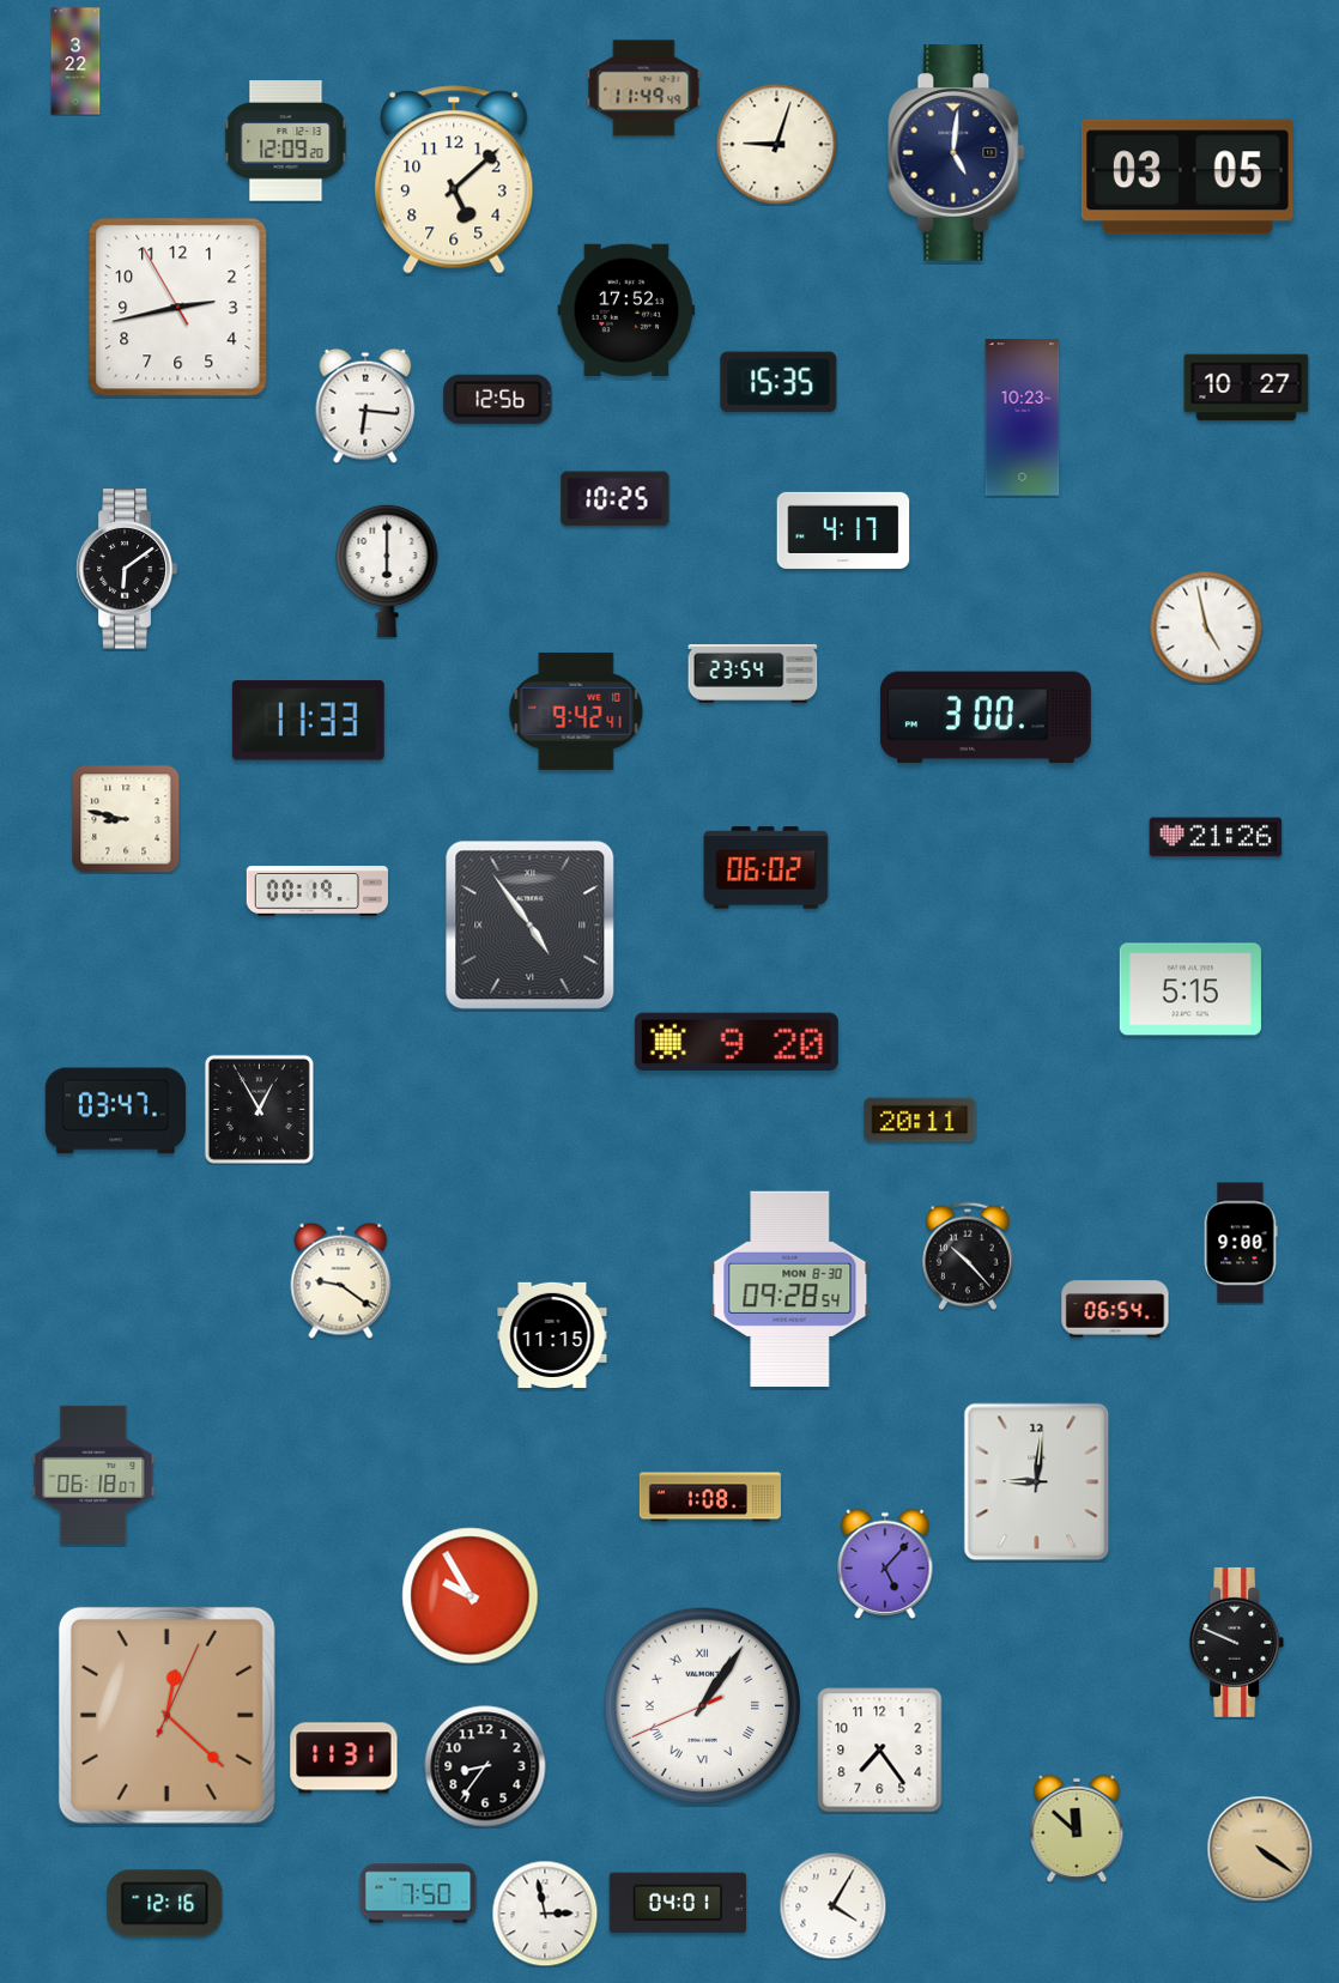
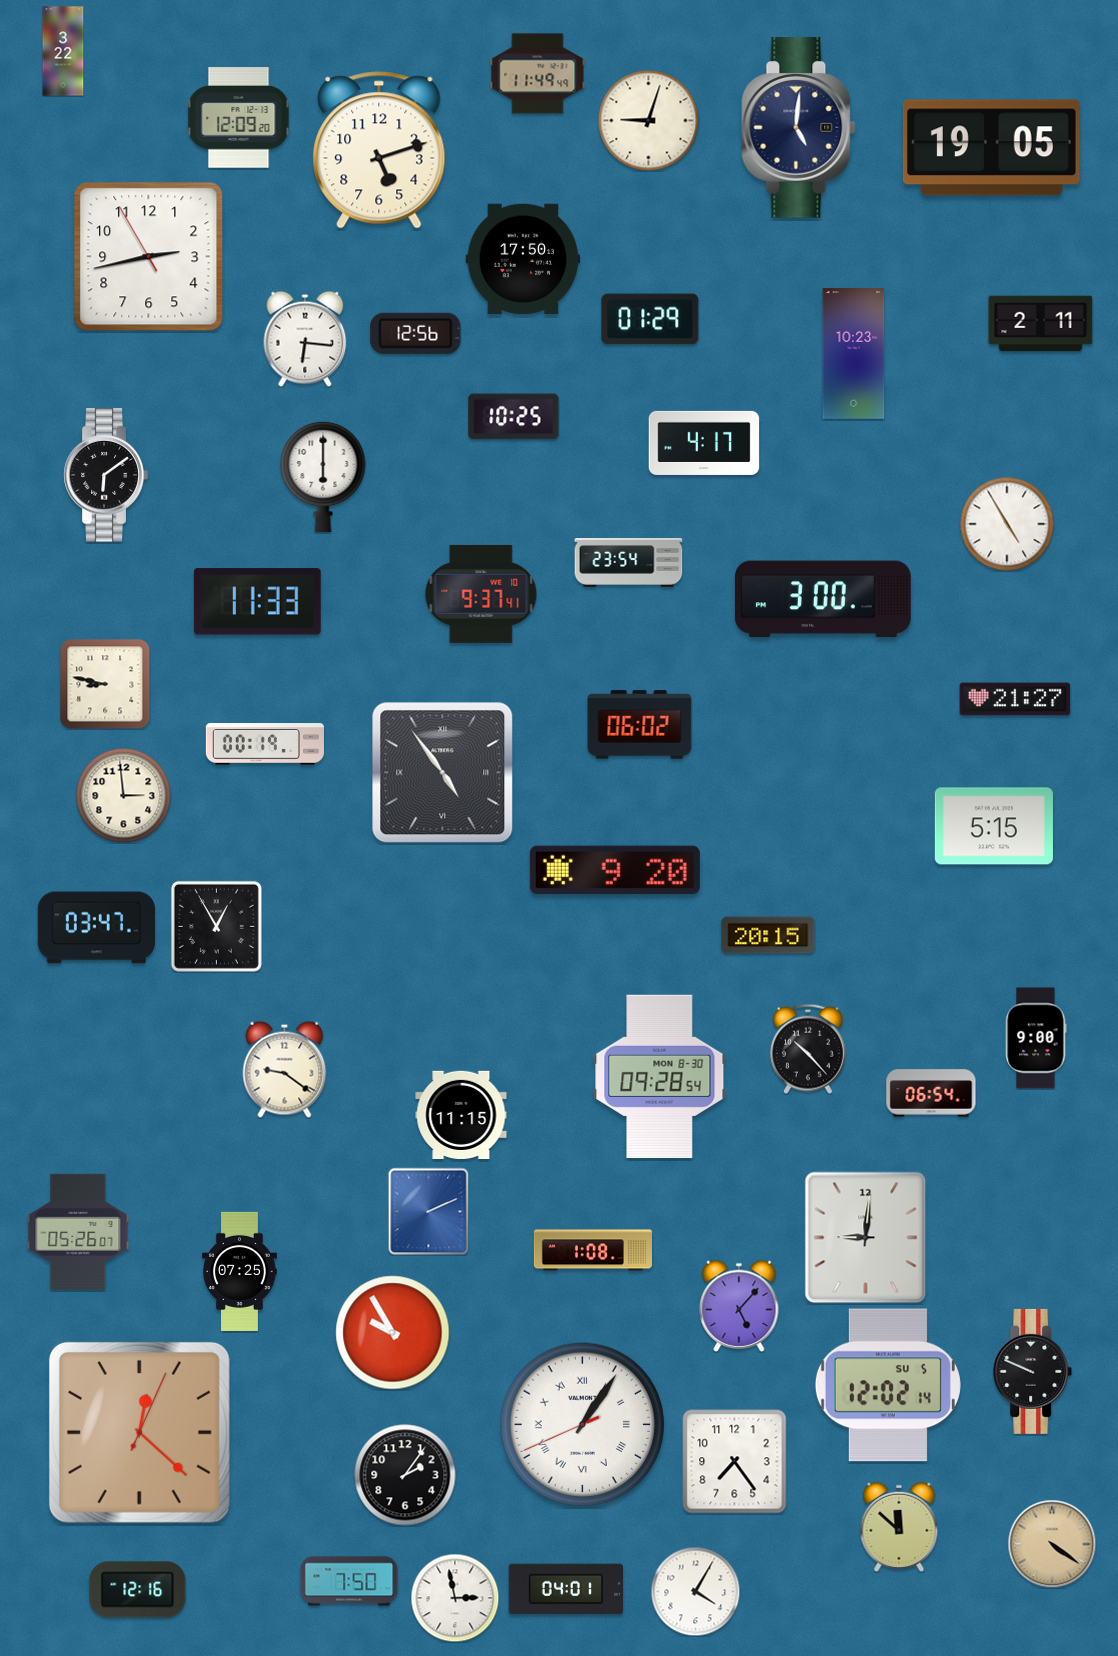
clock at (1187, 177): 03:05 -> 19:05
clock at (454, 180): 5:08 -> 5:12
clock at (626, 310): 17:52 -> 17:50
clock at (778, 382): 15:35 -> 01:29
clock at (1247, 388): 10:27 -> 2:11
clock at (1023, 418) position: (1023, 418) -> (854, 354)
clock at (1206, 627): 4:58 -> 4:55
clock at (576, 711): 9:42 -> 9:37
clock at (1216, 837): 21:26 -> 21:27
clock at (123, 795): none -> 2:59
clock at (920, 1120): 20:11 -> 20:15
clock at (429, 1211): none -> 2:11
clock at (93, 1475): 06:18 -> 05:26
clock at (240, 1271): none -> 07:25
clock at (888, 1385): none -> 12:02
clock at (703, 1706) position: (703, 1706) -> (583, 1425)
clock at (344, 1758): 11:31 -> none
clock at (485, 1766): 8:36 -> 2:06
